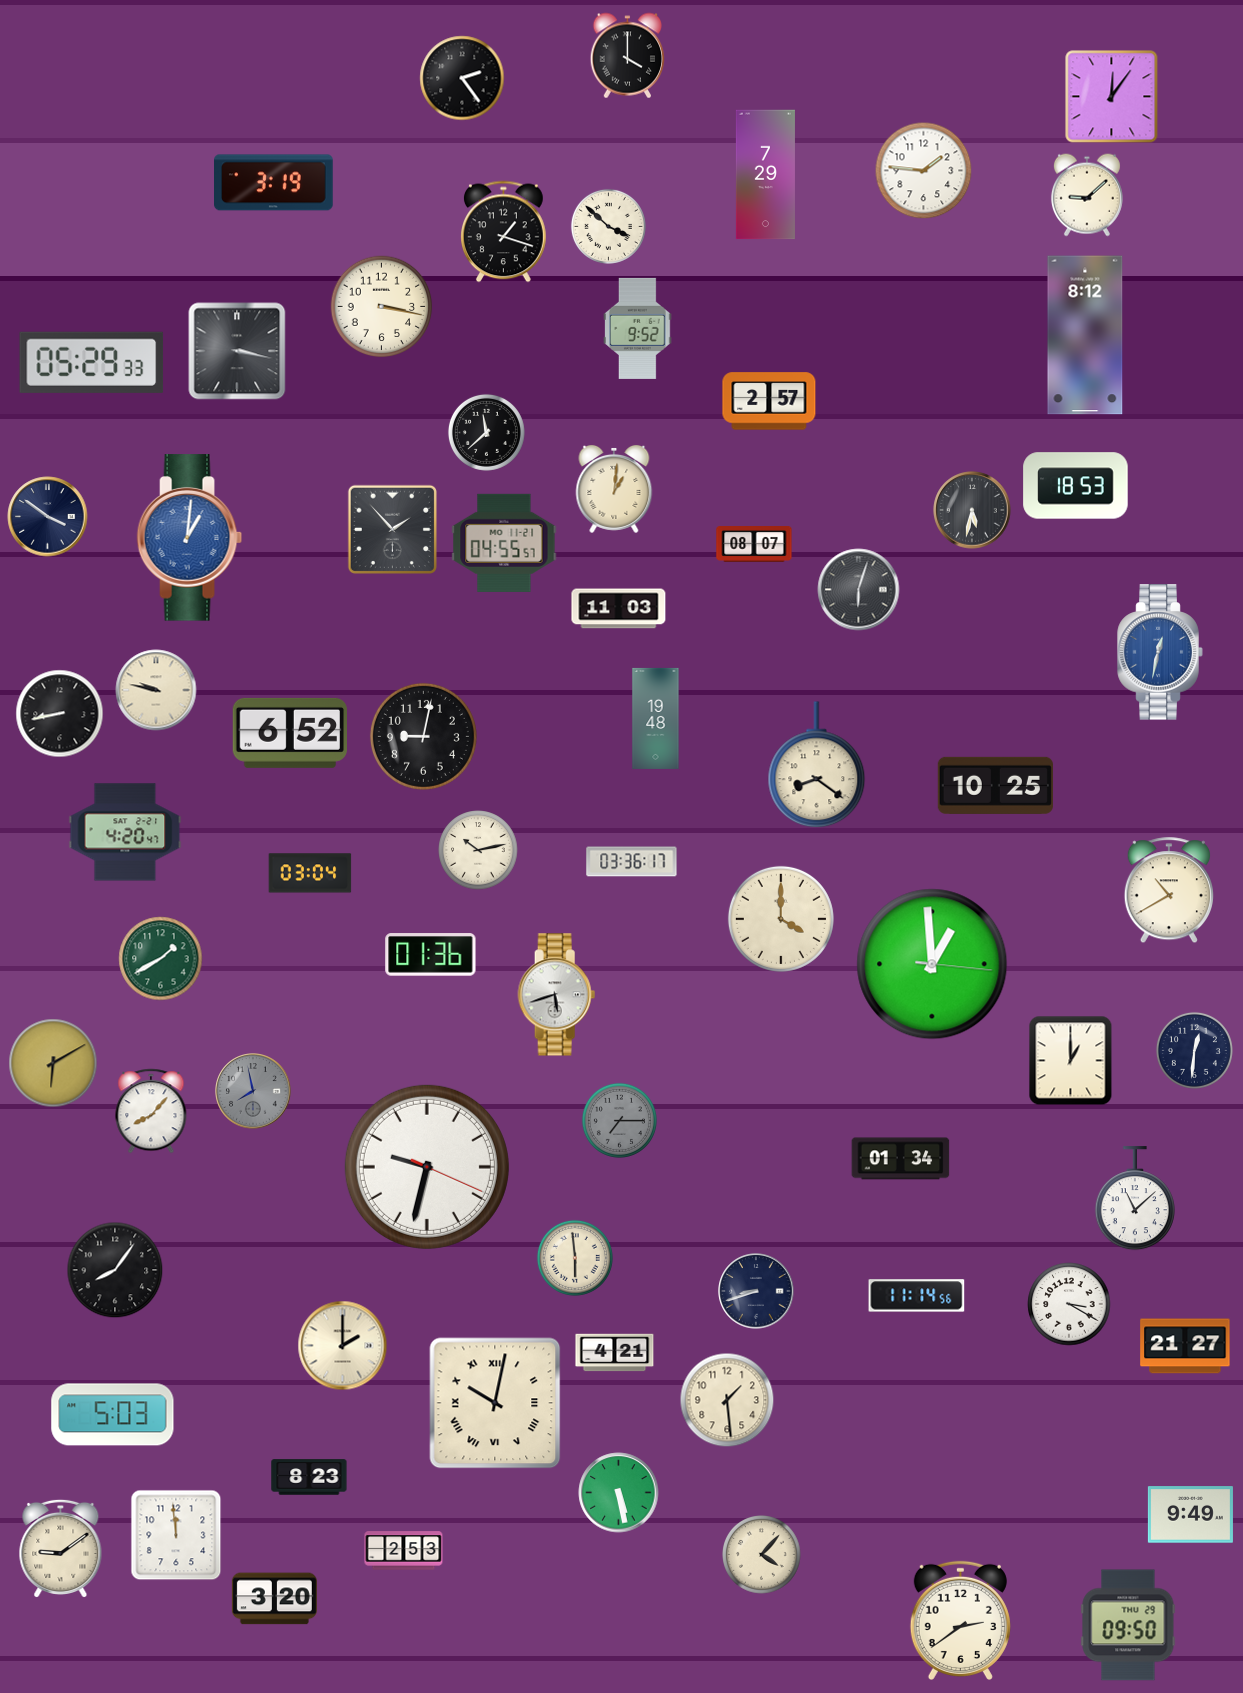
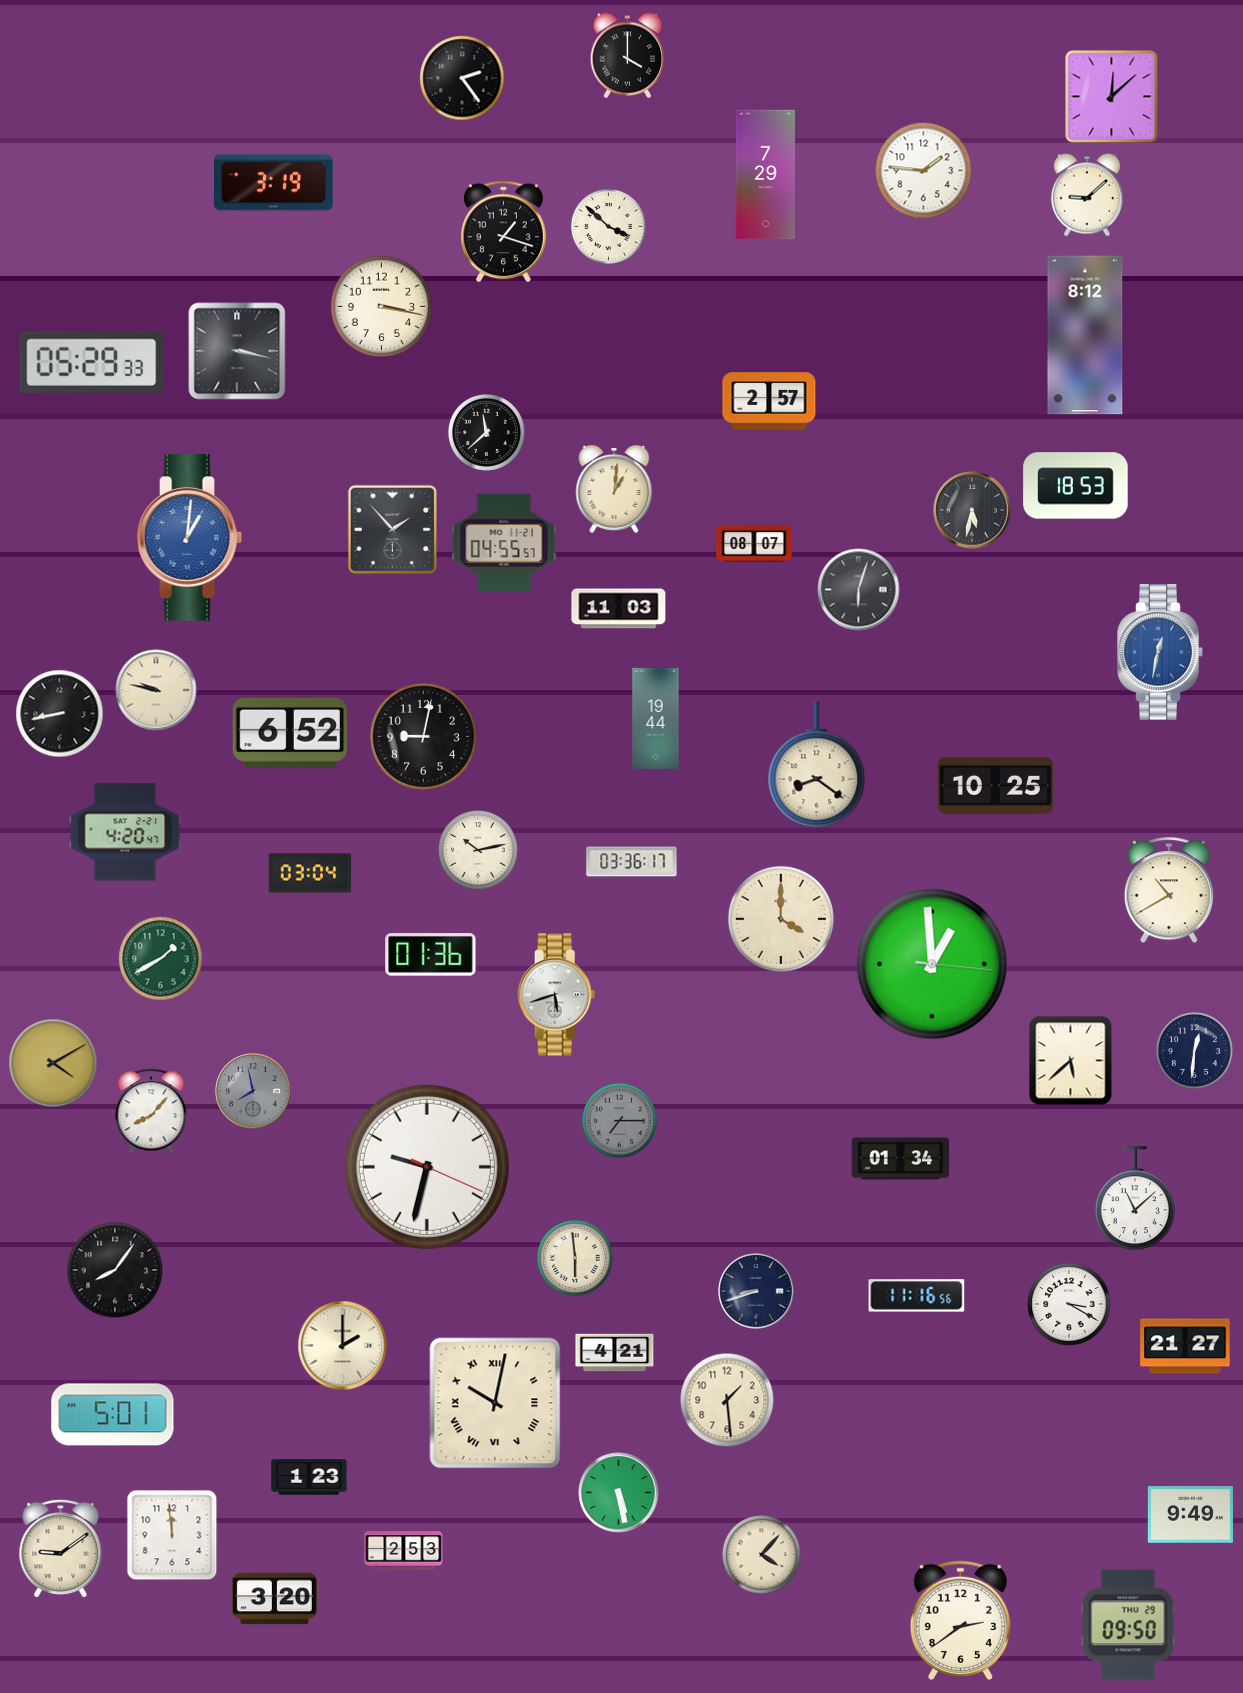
clock at (1112, 97): 12:06 -> 12:08
clock at (638, 328): 9:52 -> none
clock at (48, 517): 3:51 -> none
clock at (656, 718): 19:48 -> 19:44
clock at (1071, 1061): 1:00 -> 5:38
clock at (53, 1063): 6:10 -> 4:10
clock at (917, 1296): 11:14 -> 11:16
clock at (113, 1415): 5:03 -> 5:01
clock at (309, 1477): 8:23 -> 1:23
clock at (176, 1535) position: (176, 1535) -> (172, 1535)
